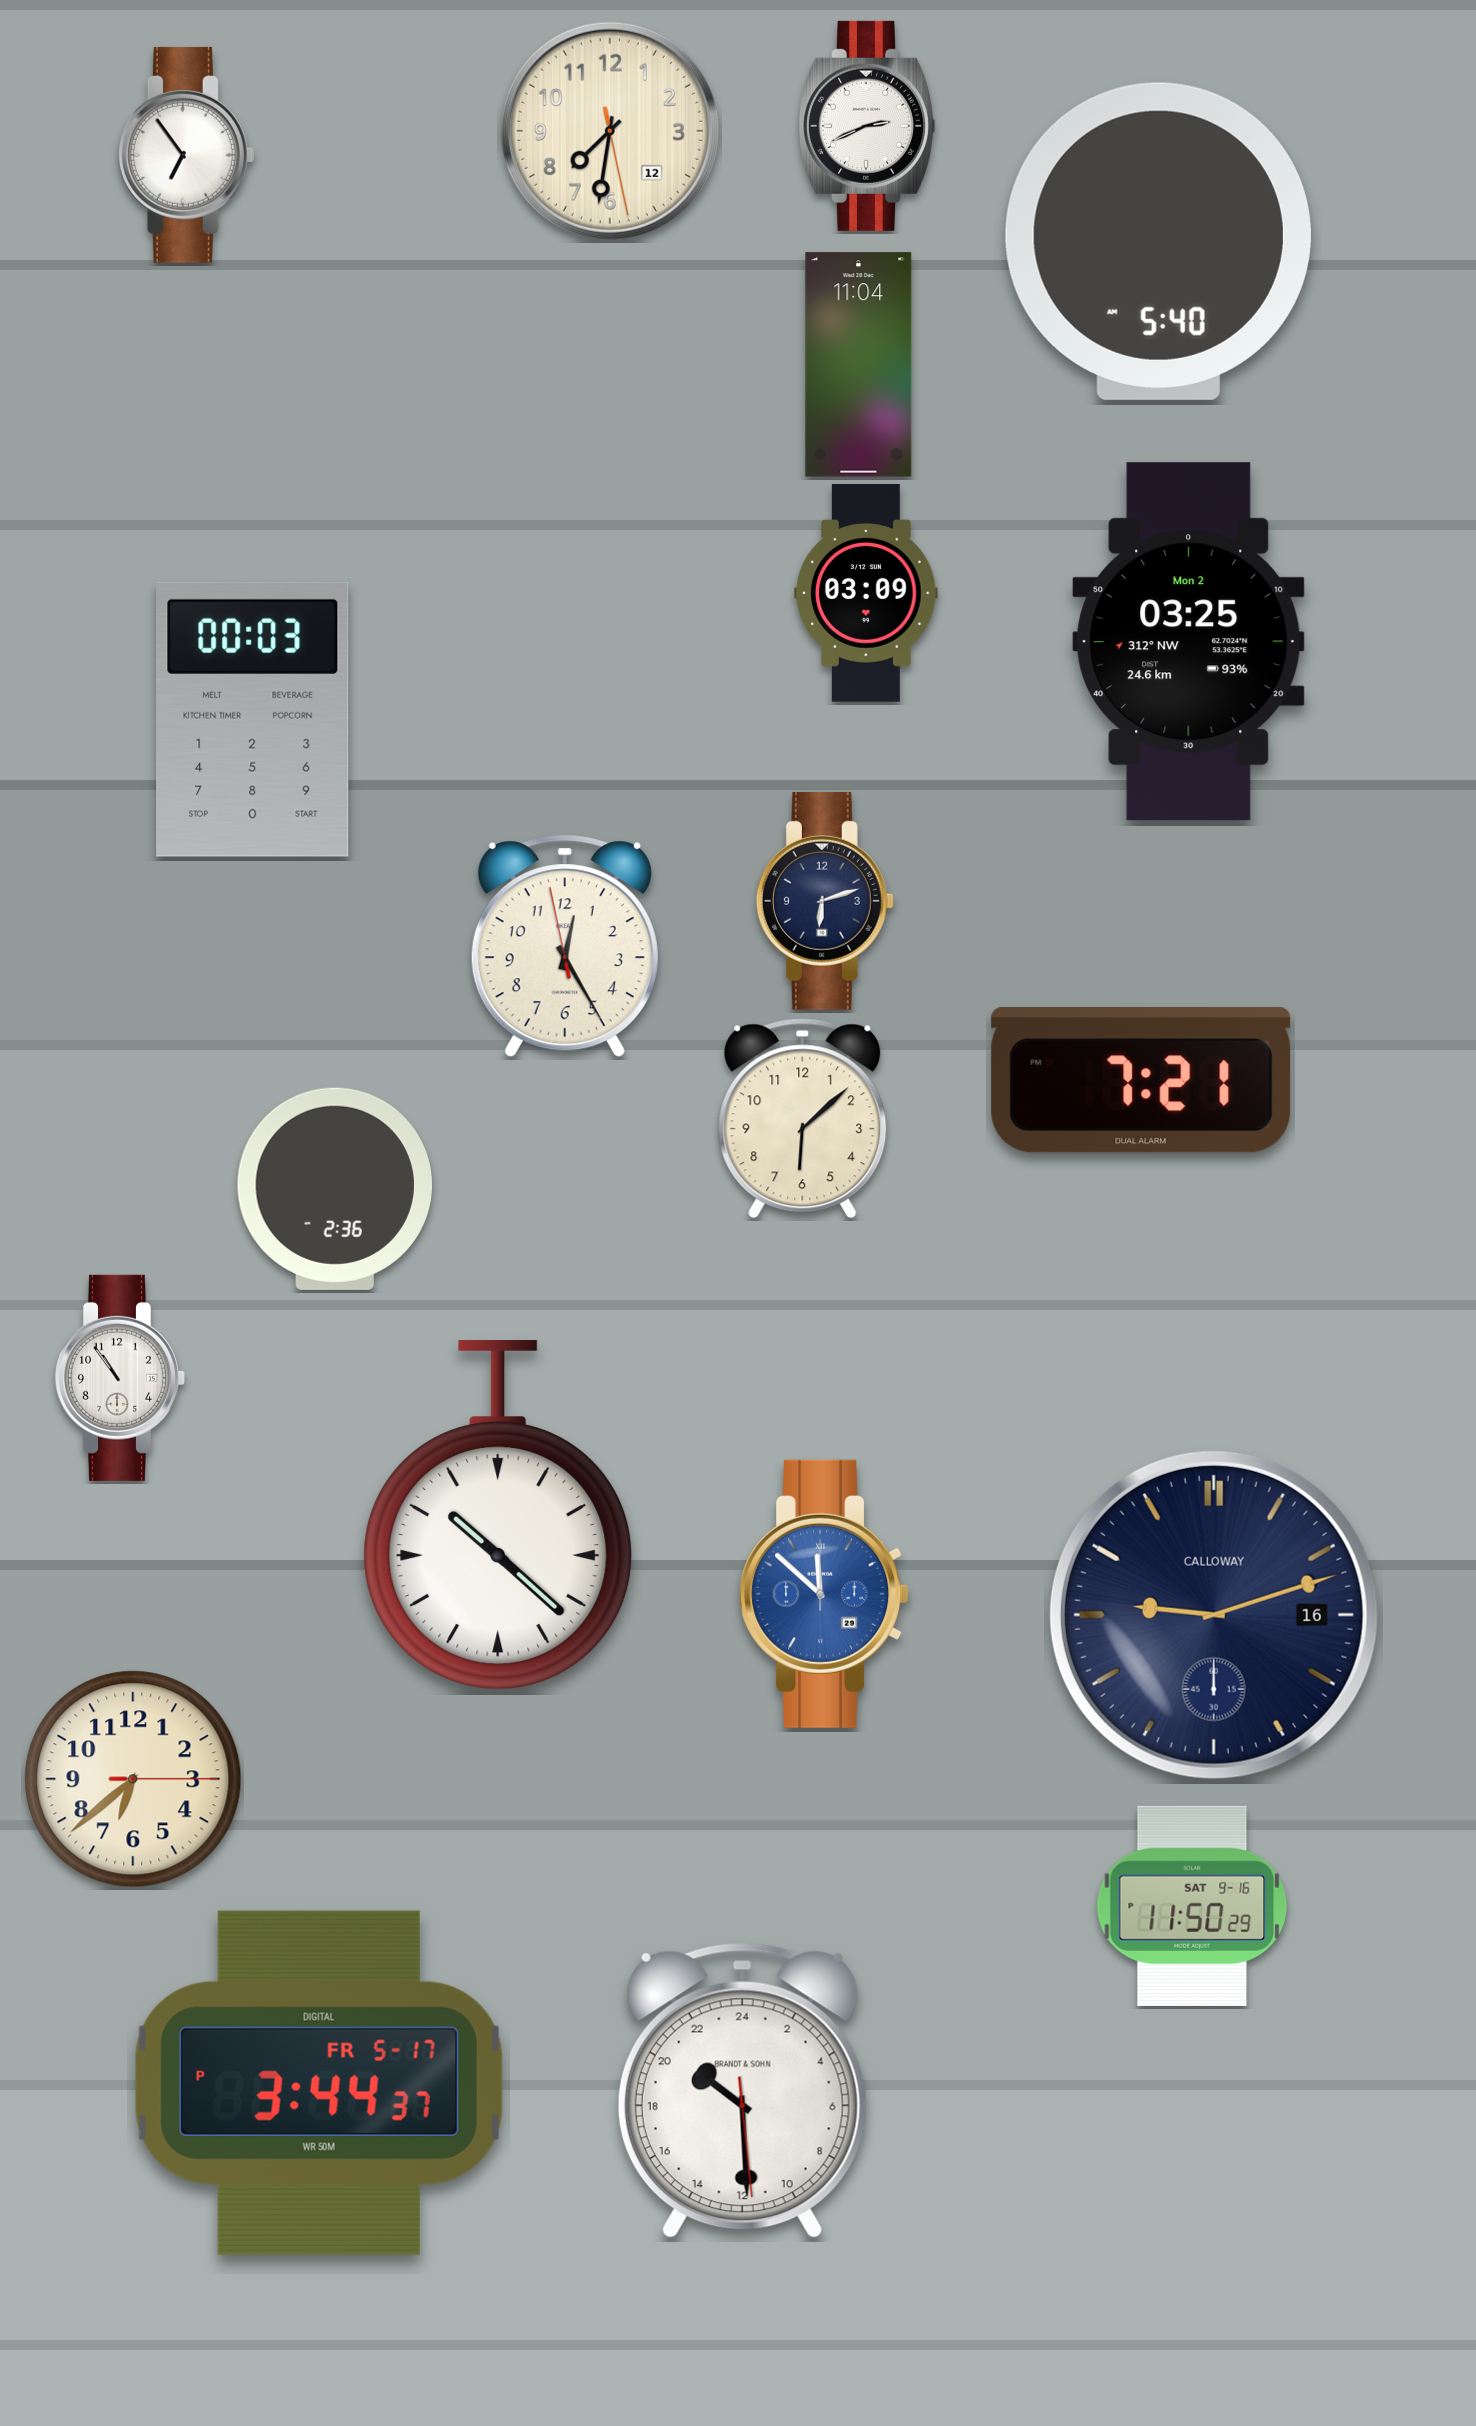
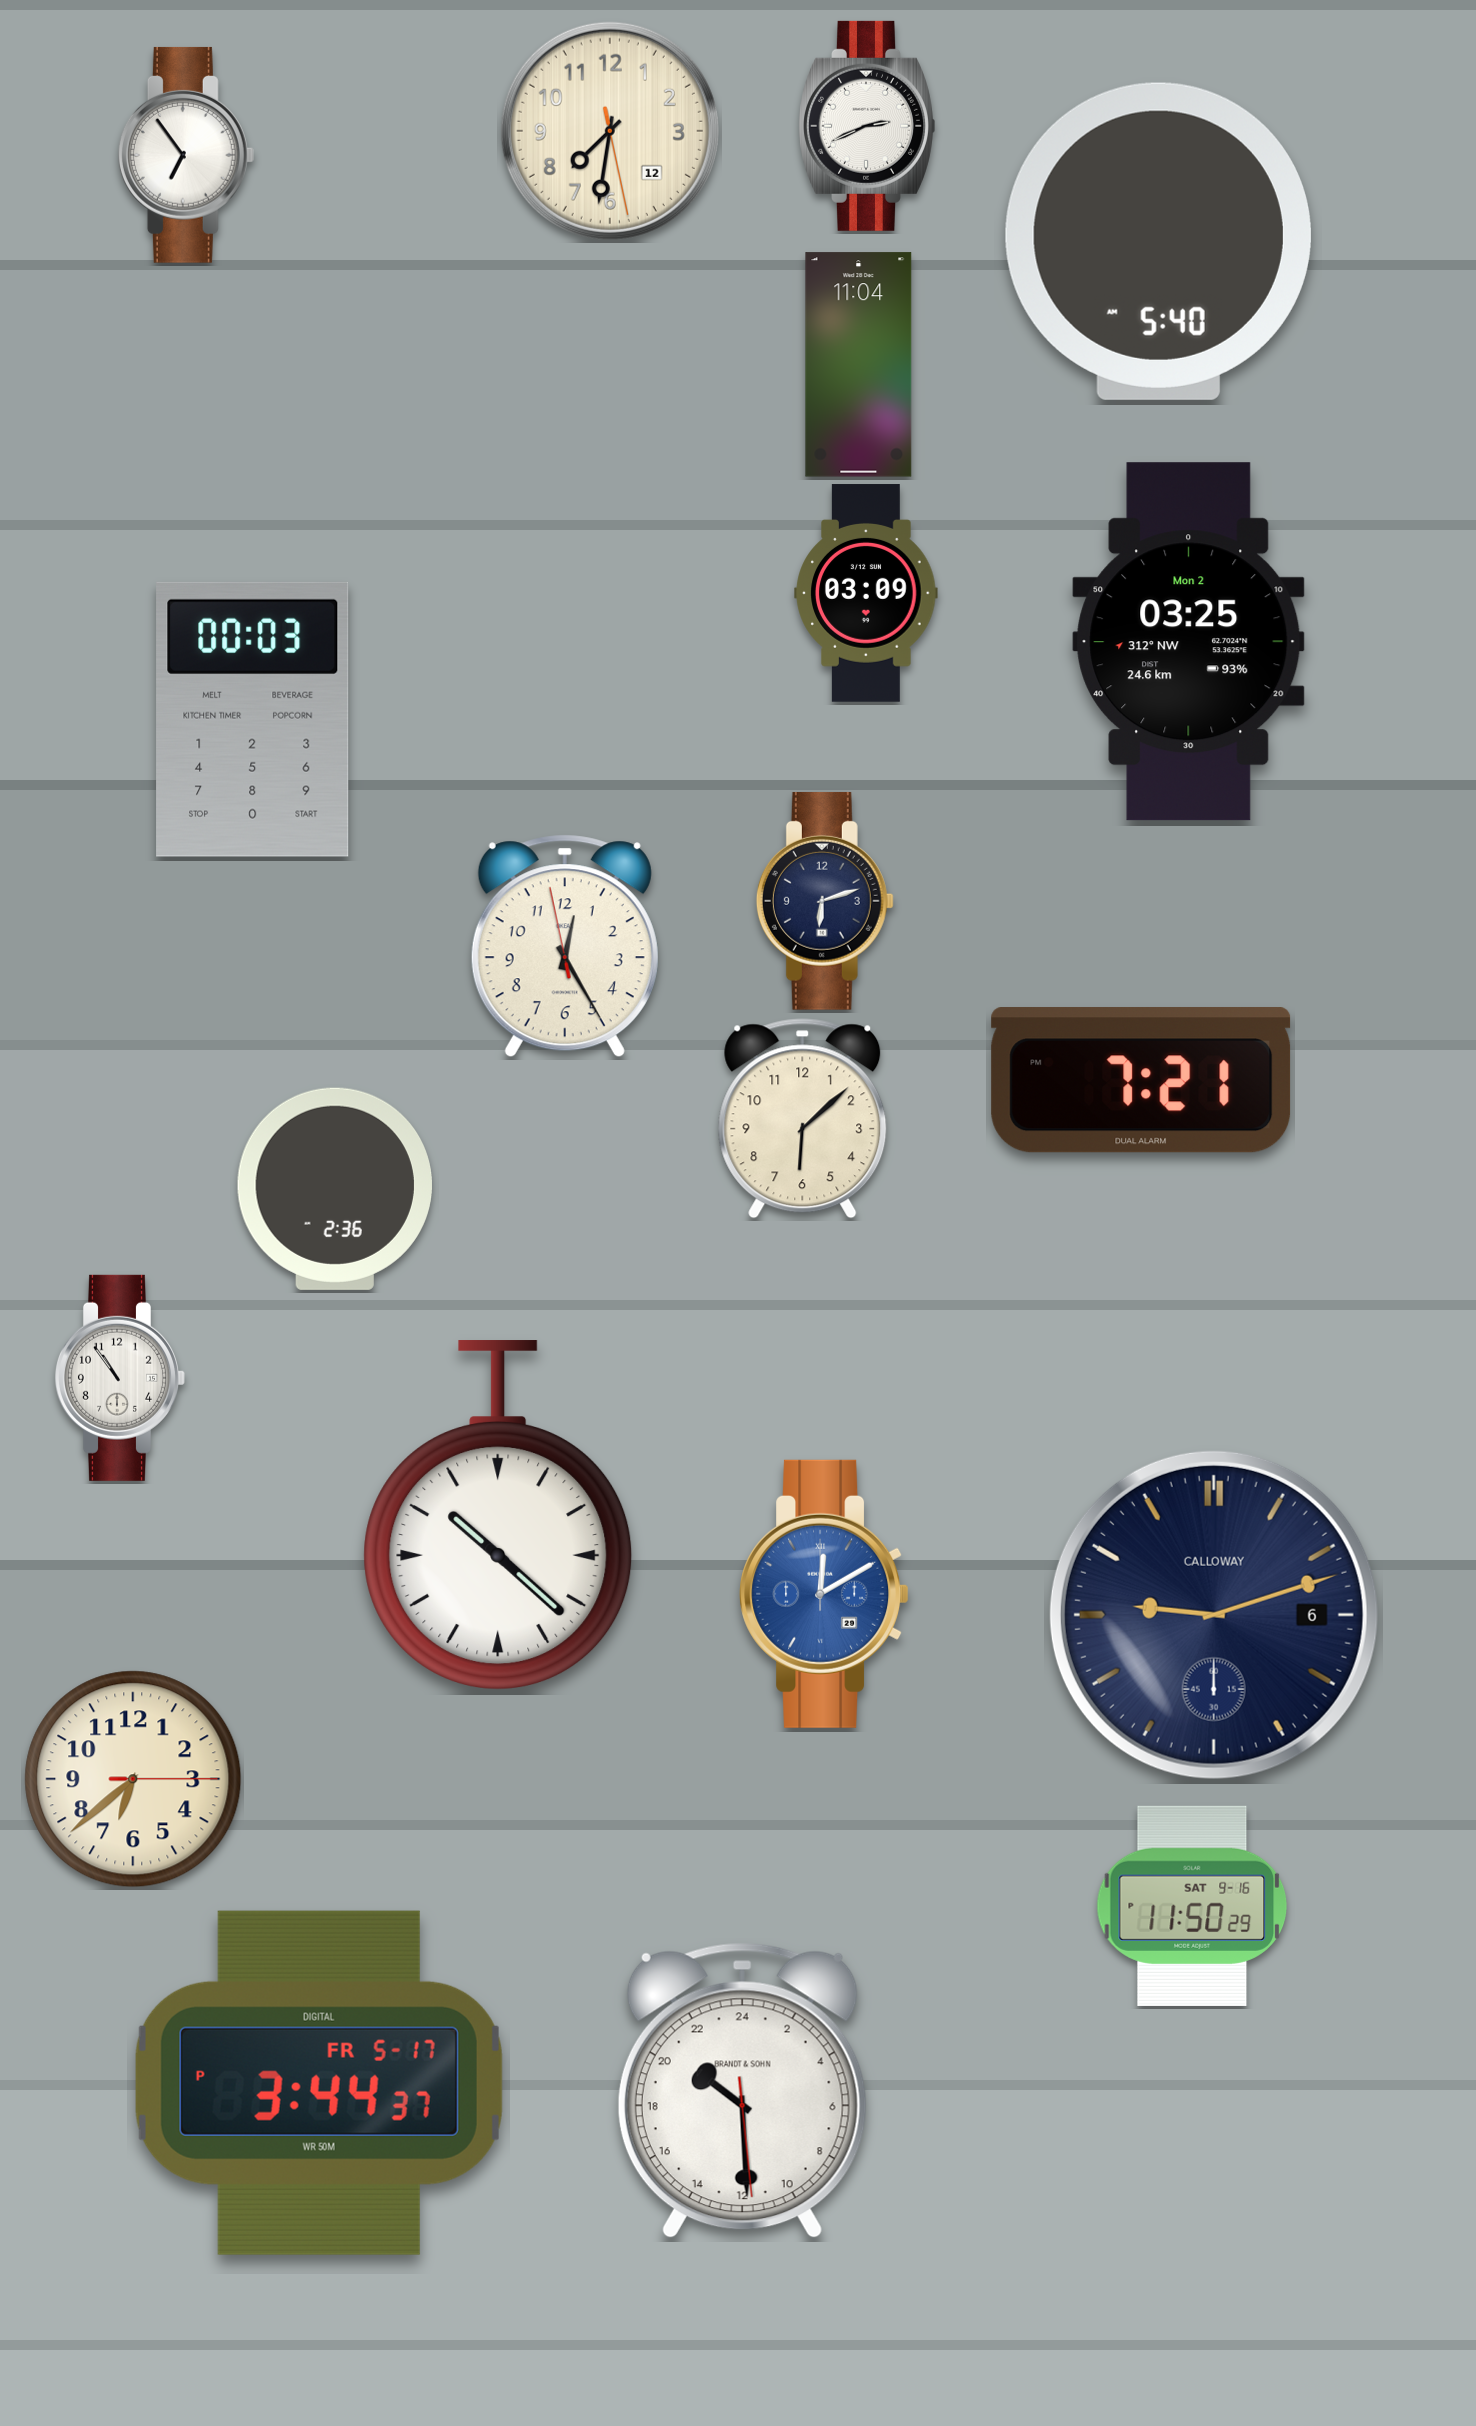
clock at (824, 1594): 11:52 -> 12:10
clock at (1214, 1615) date: 16 -> 6
